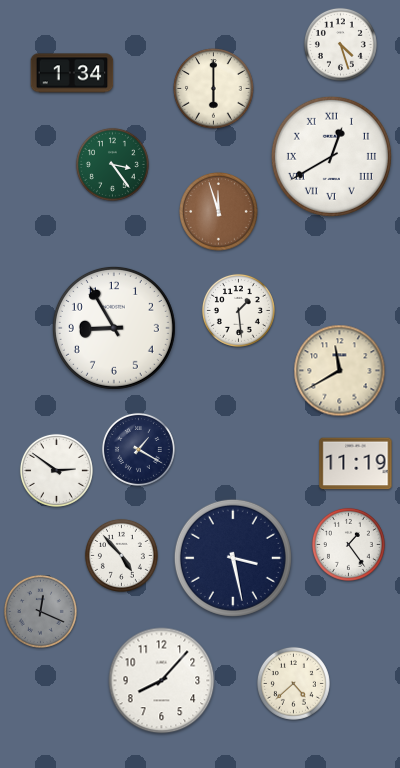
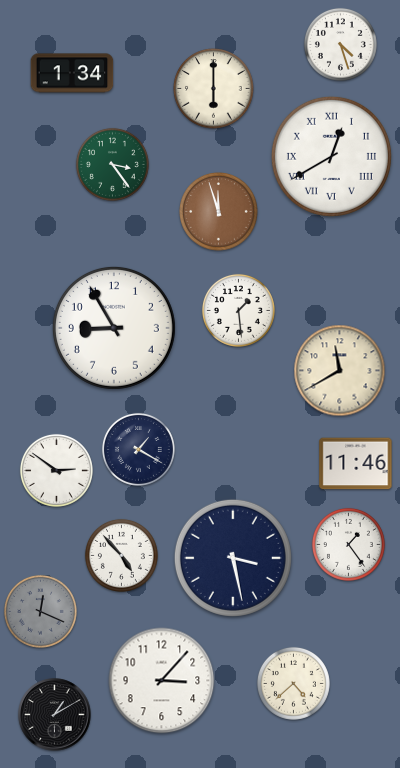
clock at (356, 464): 11:19 -> 11:46
clock at (162, 681): 8:07 -> 3:07
clock at (55, 715): none -> 1:10
